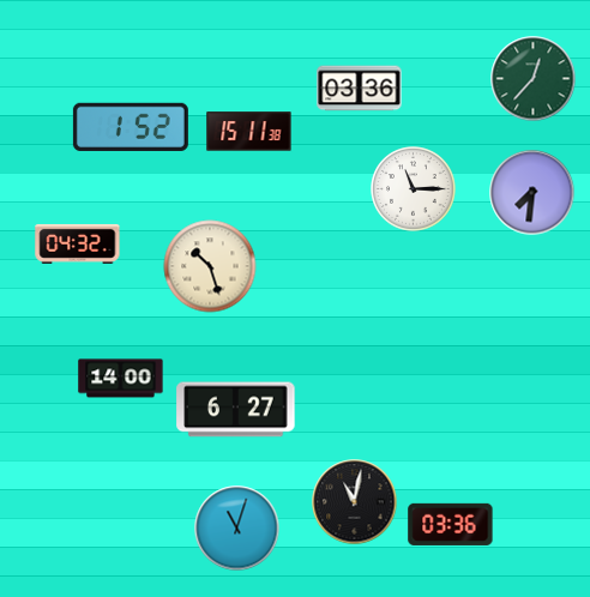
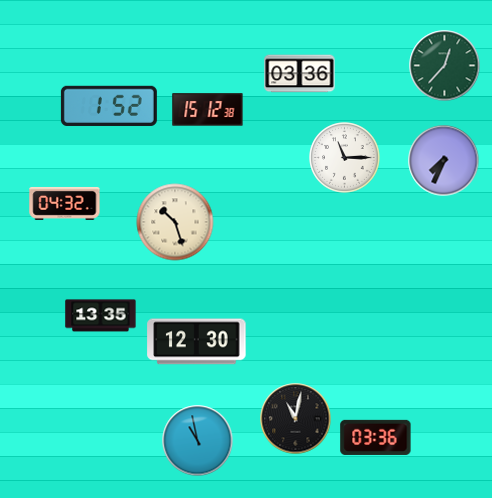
clock at (249, 132): 15:11 -> 15:12
clock at (532, 193): 7:31 -> 7:34
clock at (121, 379): 14:00 -> 13:35
clock at (236, 410): 6:27 -> 12:30
clock at (237, 529): 11:03 -> 10:58
